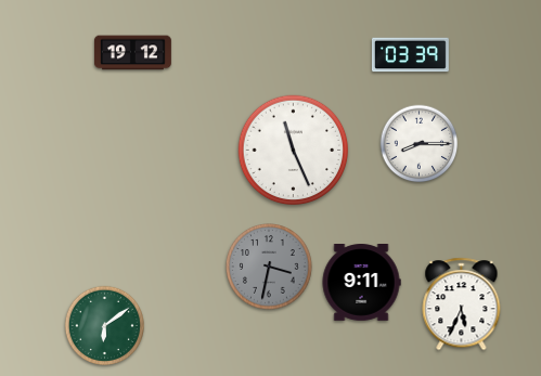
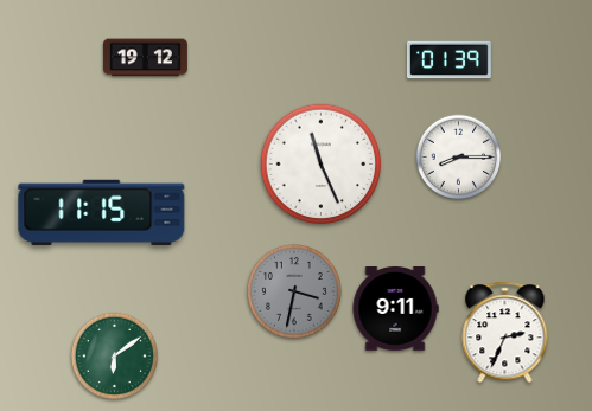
clock at (410, 55): 03:39 -> 01:39
clock at (102, 212): none -> 11:15
clock at (462, 304): 5:34 -> 2:34
